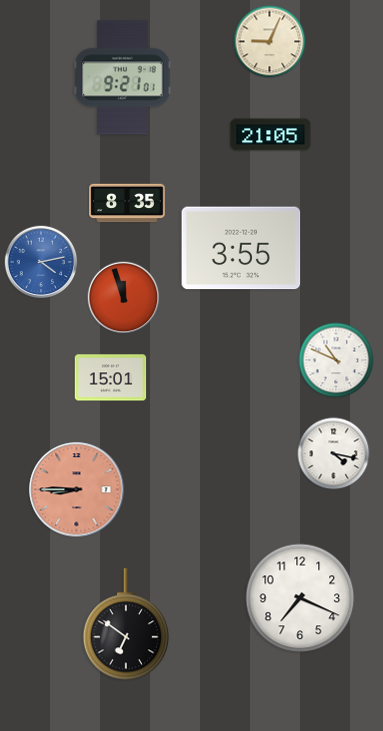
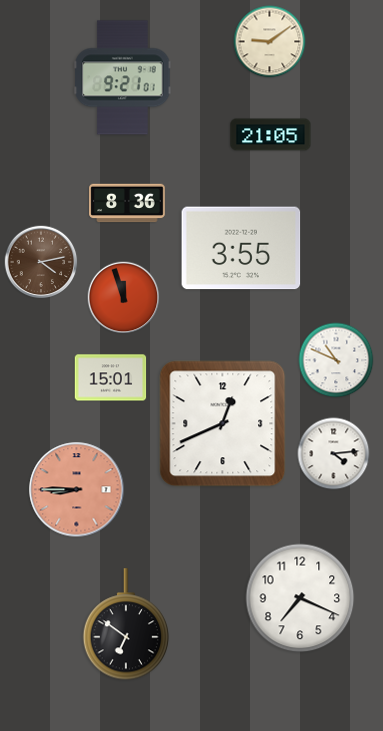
clock at (270, 42): 9:04 -> 9:09
clock at (127, 203): 8:35 -> 8:36
clock at (41, 262) dial: blue -> brown
clock at (223, 424): none -> 12:41
clock at (334, 454): 4:17 -> 4:14
